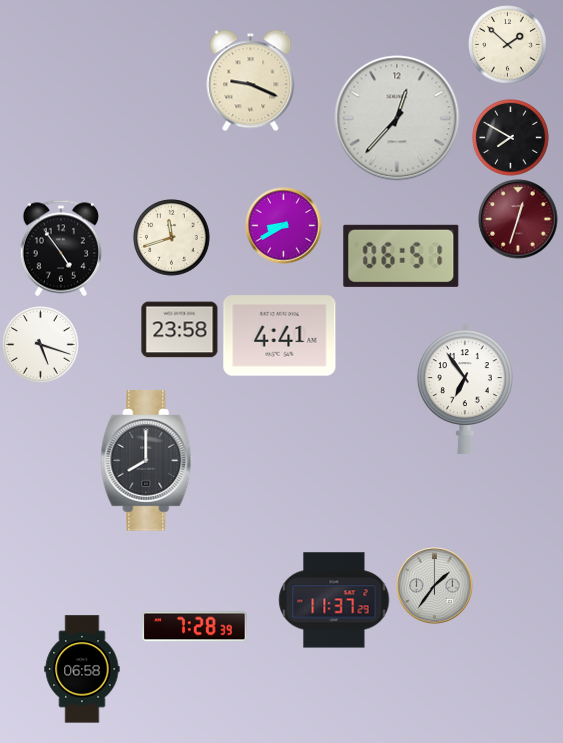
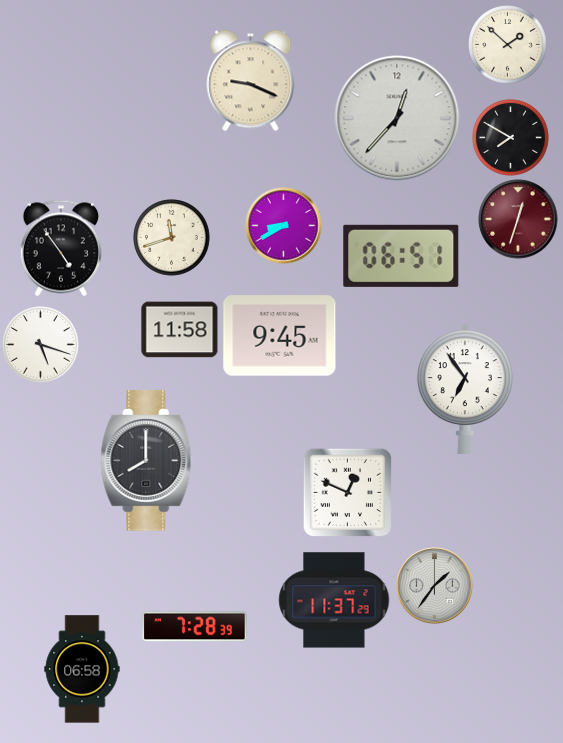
clock at (180, 330): 23:58 -> 11:58
clock at (280, 336): 4:41 -> 9:45
clock at (347, 492): none -> 12:49
